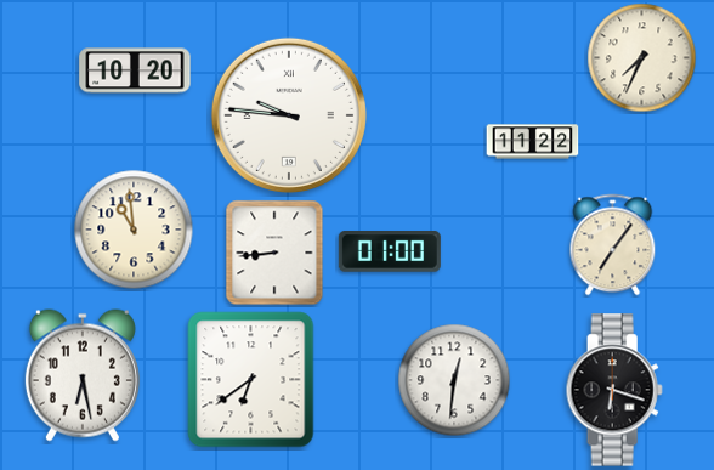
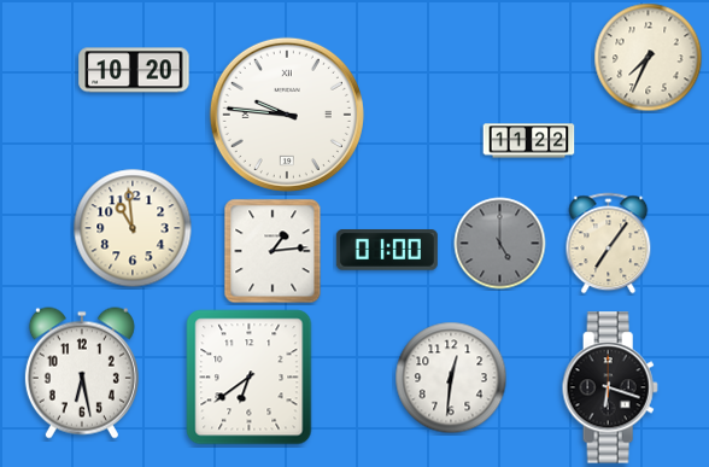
clock at (642, 58) position: (642, 58) -> (649, 58)
clock at (500, 244): none -> 5:00
clock at (274, 253): 8:44 -> 1:14
